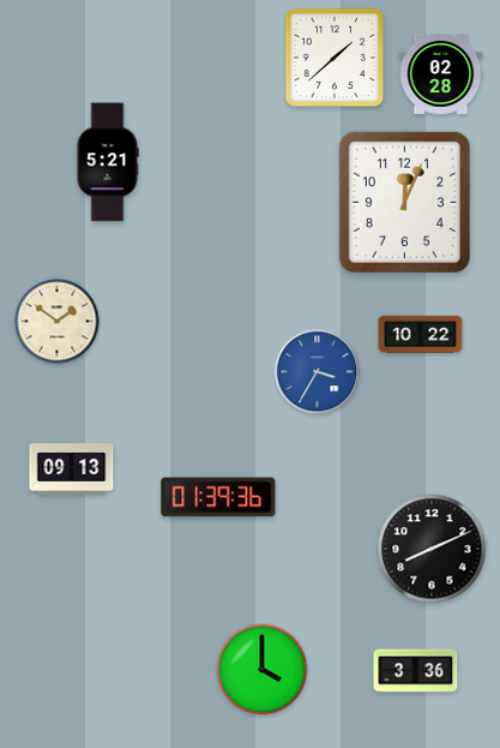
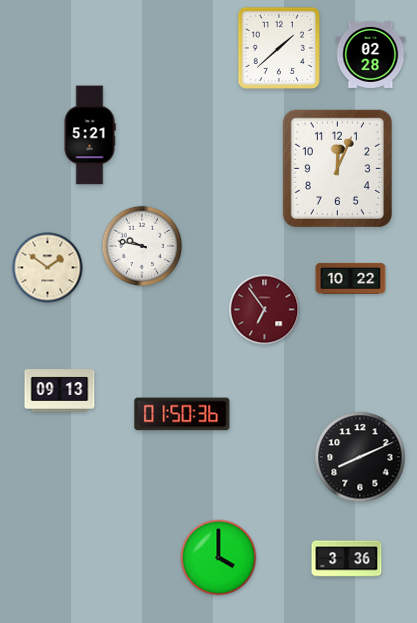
clock at (441, 73) position: (441, 73) -> (371, 54)
clock at (142, 246): none -> 9:47
clock at (318, 372): 3:35 -> 6:54
clock at (318, 372) dial: blue -> burgundy
clock at (218, 497): 01:39 -> 01:50
